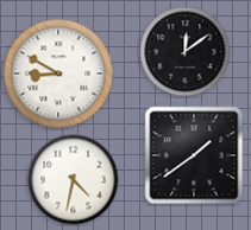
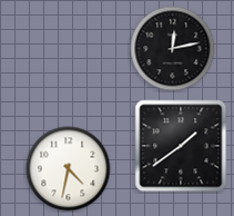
clock at (186, 52): 12:09 -> 12:13
clock at (58, 74): 8:50 -> none
